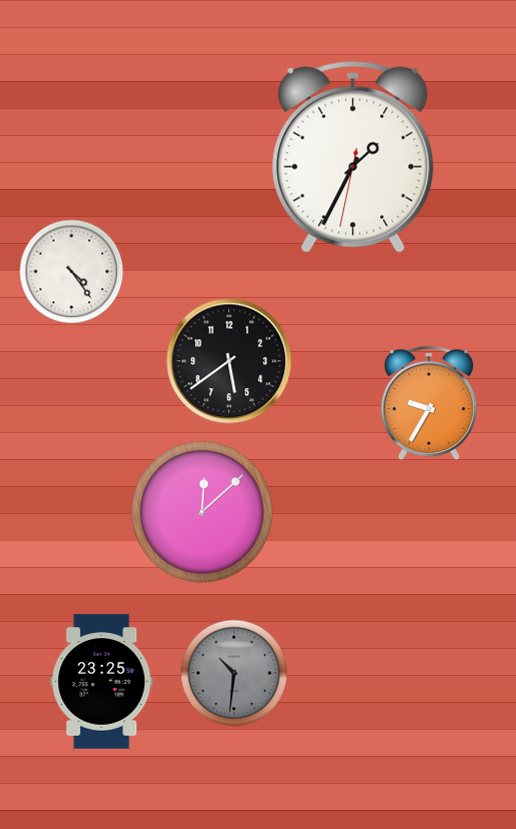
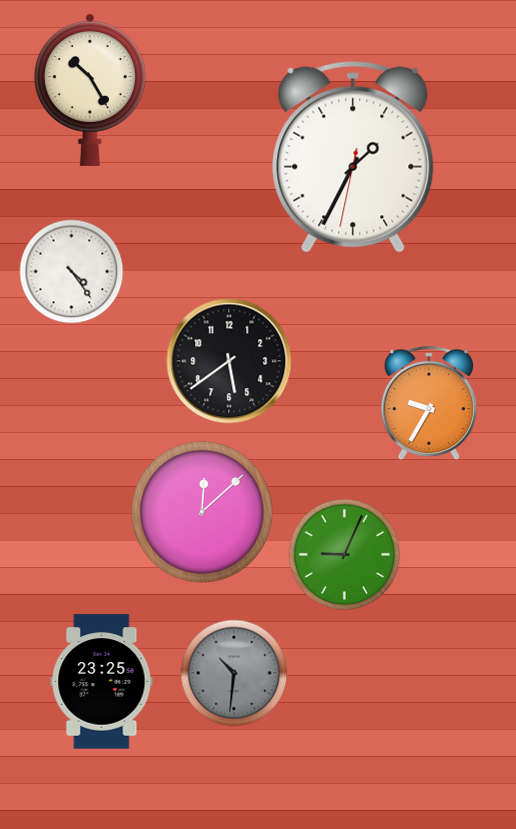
clock at (90, 90): none -> 10:25
clock at (345, 555): none -> 9:04
